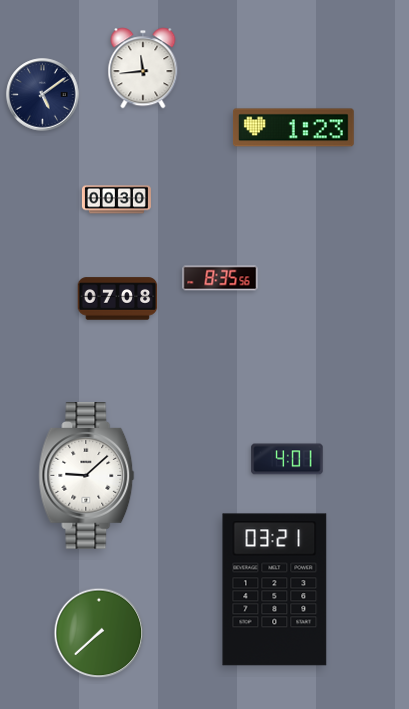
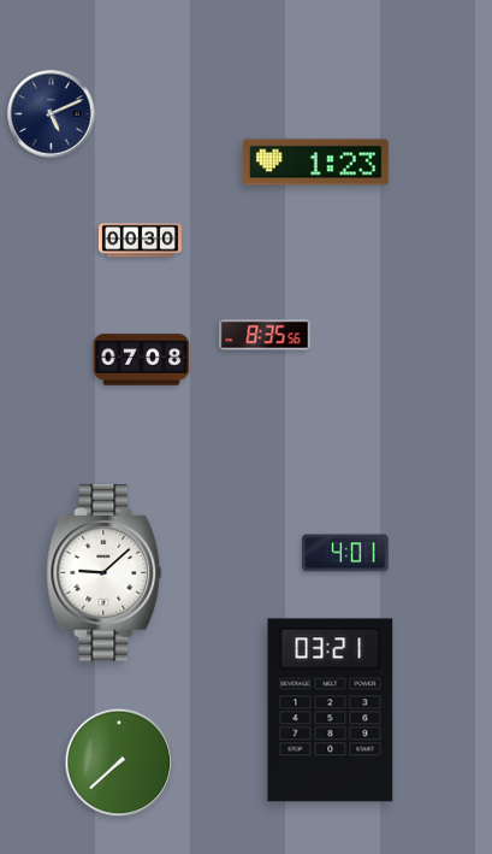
clock at (143, 68): 11:44 -> none
clock at (43, 95): 5:09 -> 5:11
clock at (293, 128) position: (293, 128) -> (315, 163)
